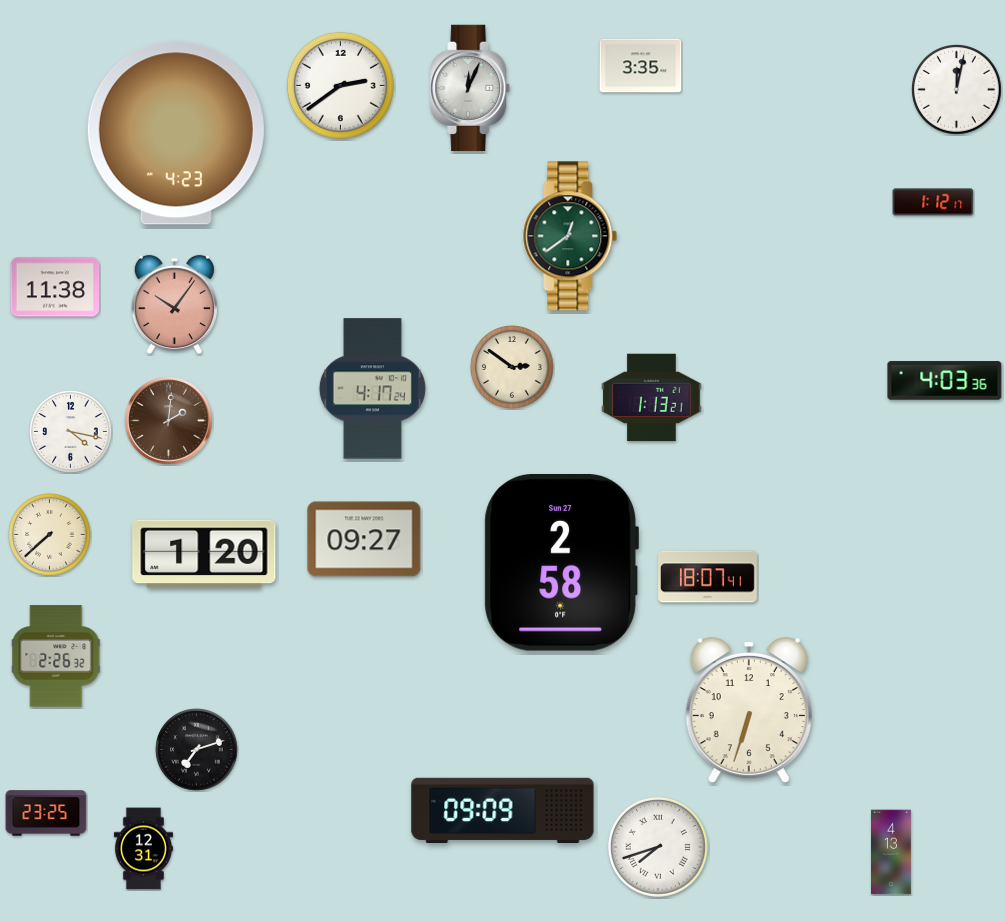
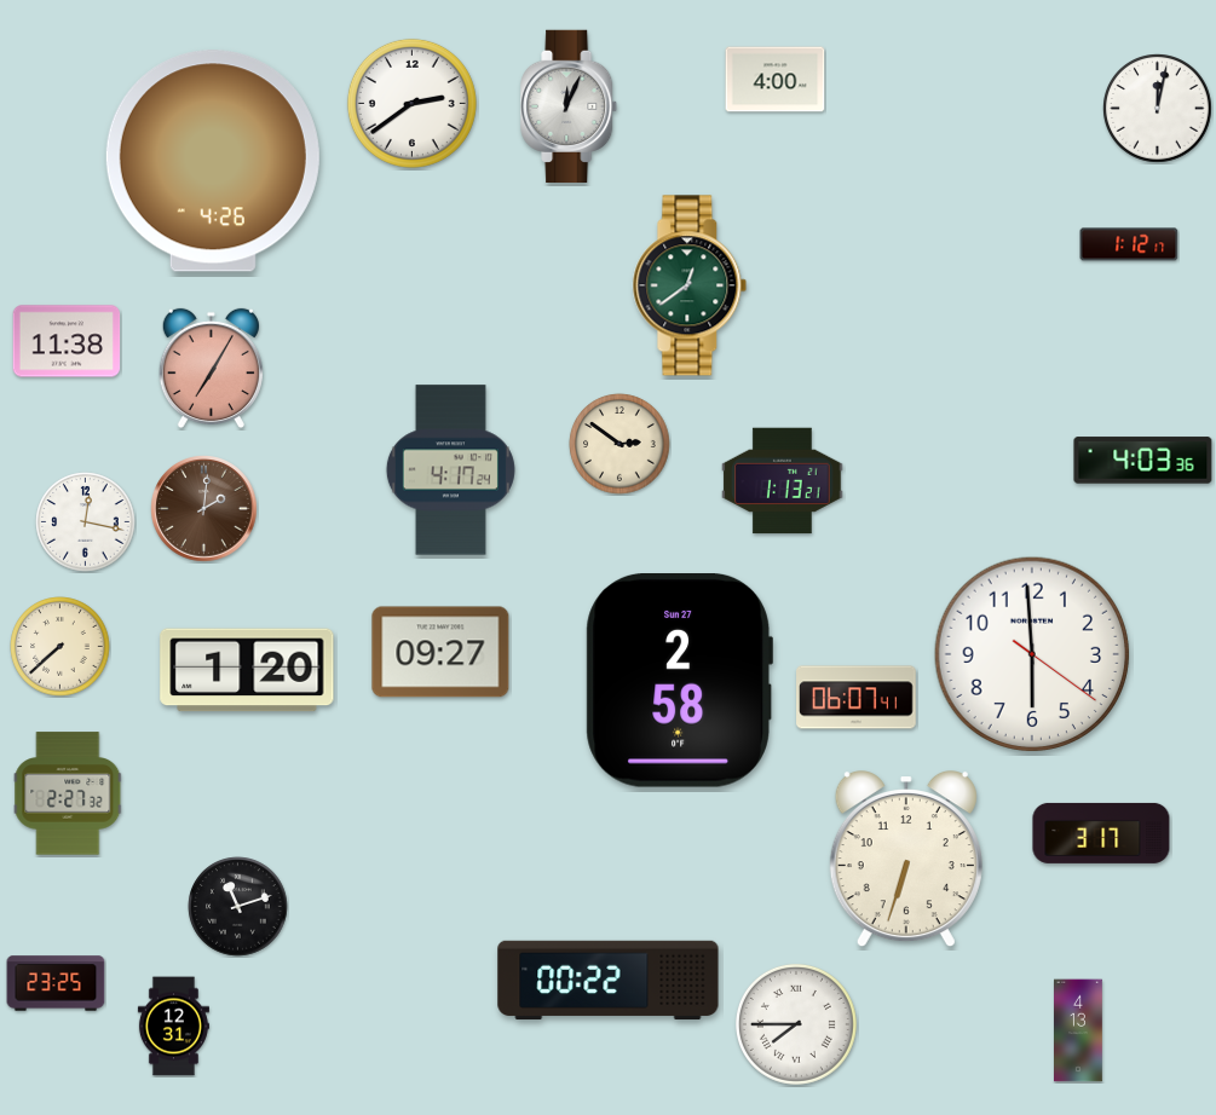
clock at (641, 66): 3:35 -> 4:00
clock at (176, 133): 4:23 -> 4:26
clock at (55, 287) position: (55, 287) -> (67, 341)
clock at (174, 305): 10:06 -> 7:05
clock at (652, 398) position: (652, 398) -> (783, 481)
clock at (71, 432): 4:17 -> 12:17
clock at (1032, 654): none -> 5:59
clock at (708, 577): 18:07 -> 06:07
clock at (56, 656): 2:26 -> 2:27
clock at (1101, 833): none -> 3:17
clock at (197, 750): 7:12 -> 11:12
clock at (503, 811): 09:09 -> 00:22
clock at (658, 847): 7:42 -> 7:45
